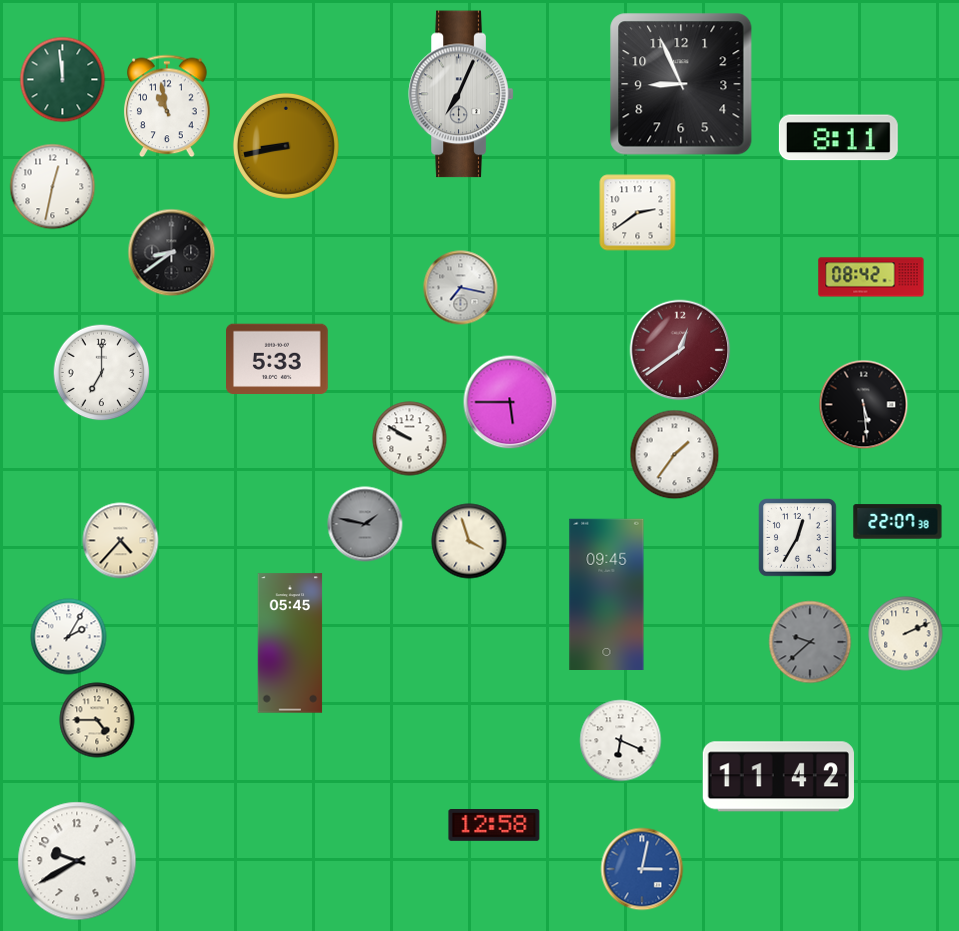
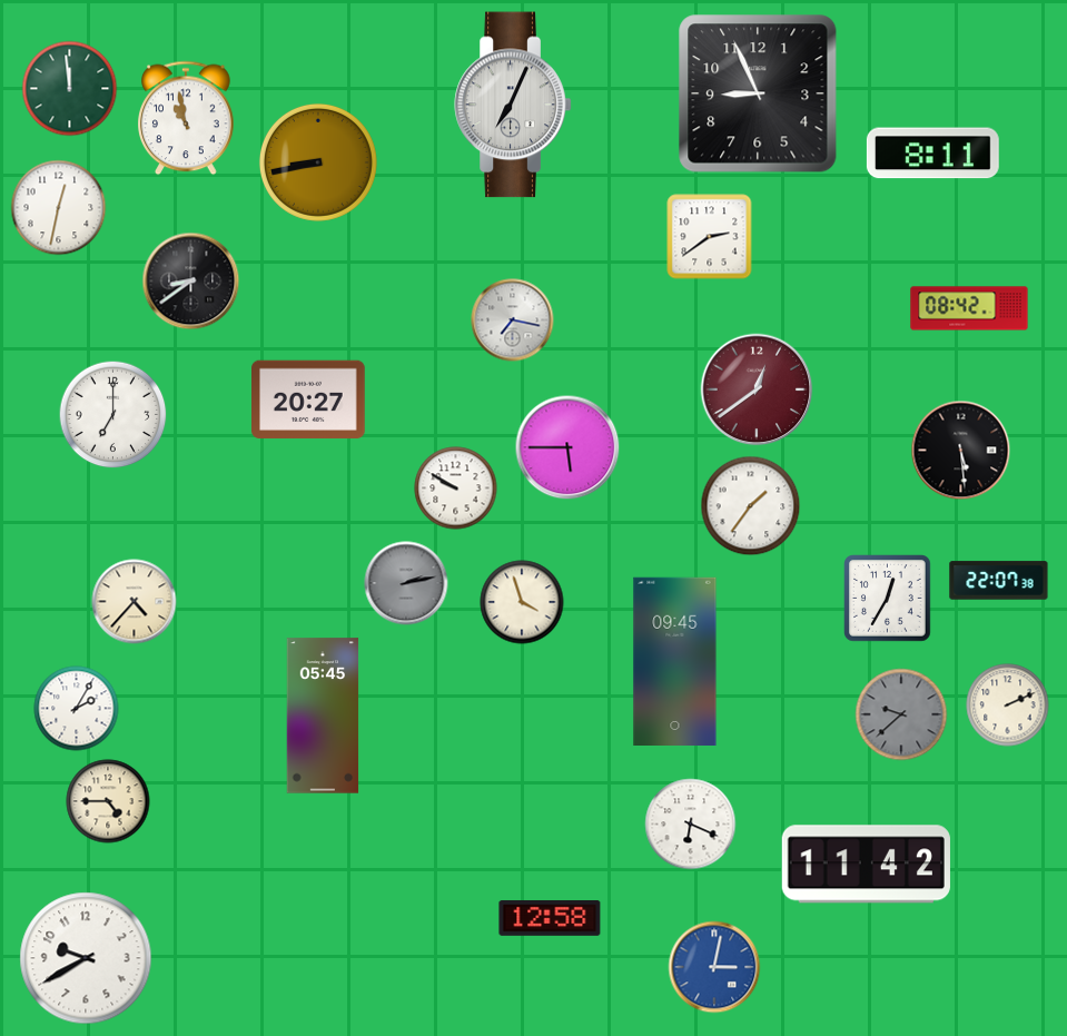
clock at (278, 359): 5:33 -> 20:27
clock at (365, 524): 1:47 -> 2:13
